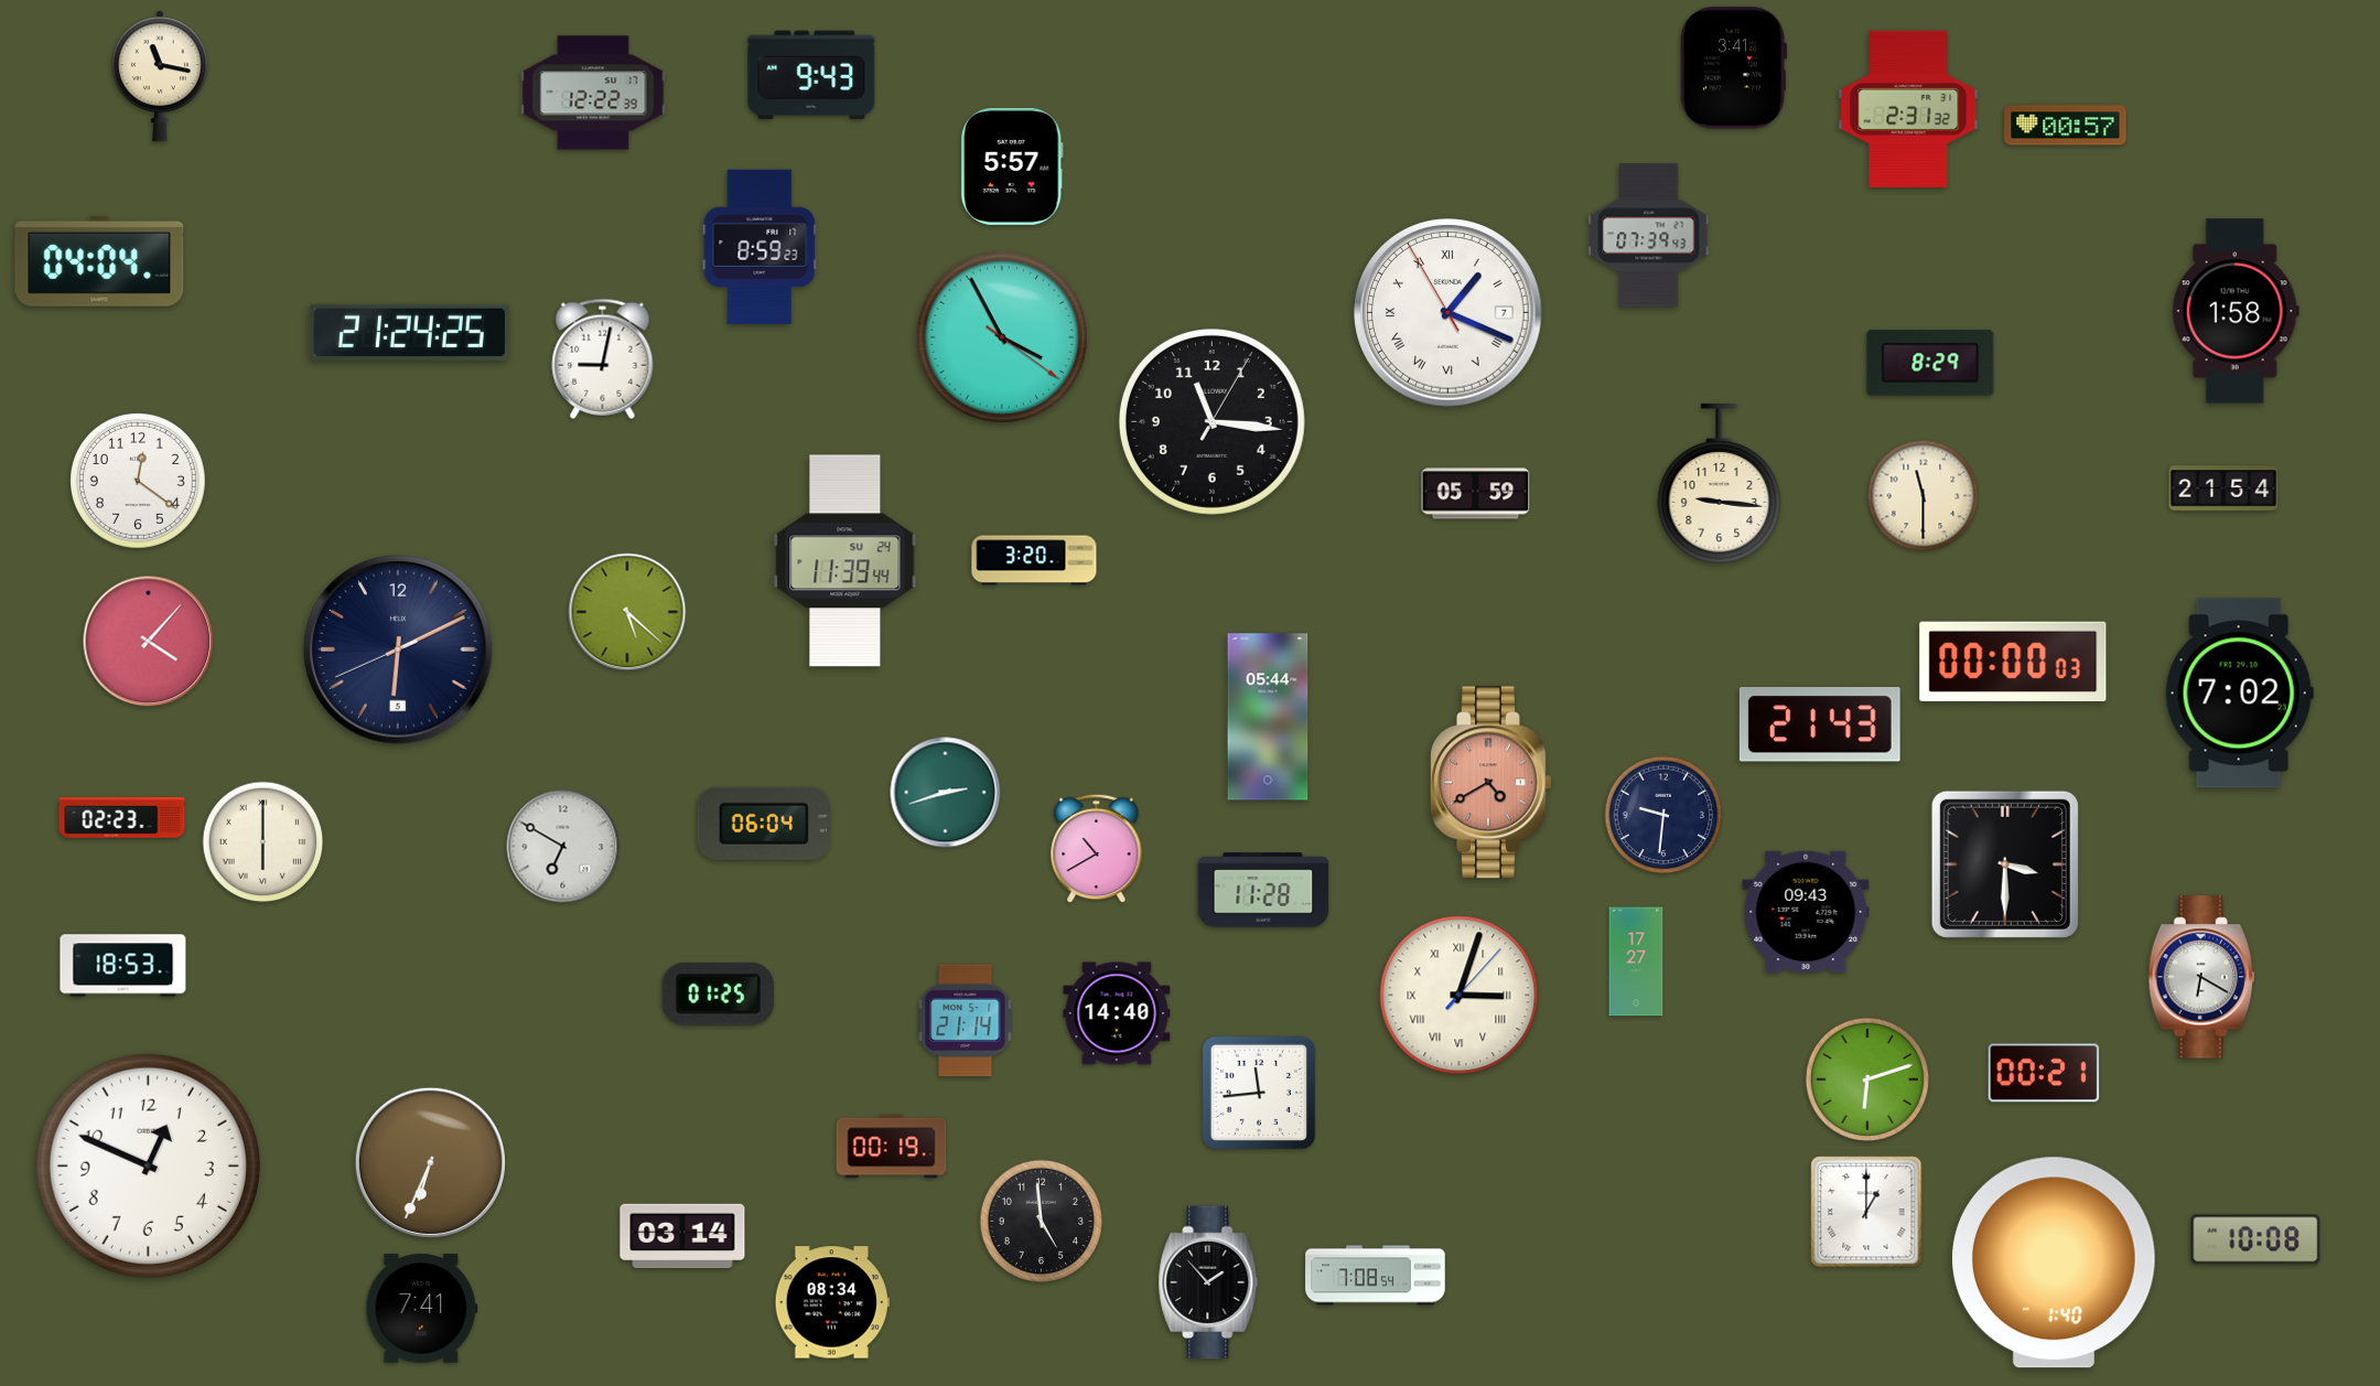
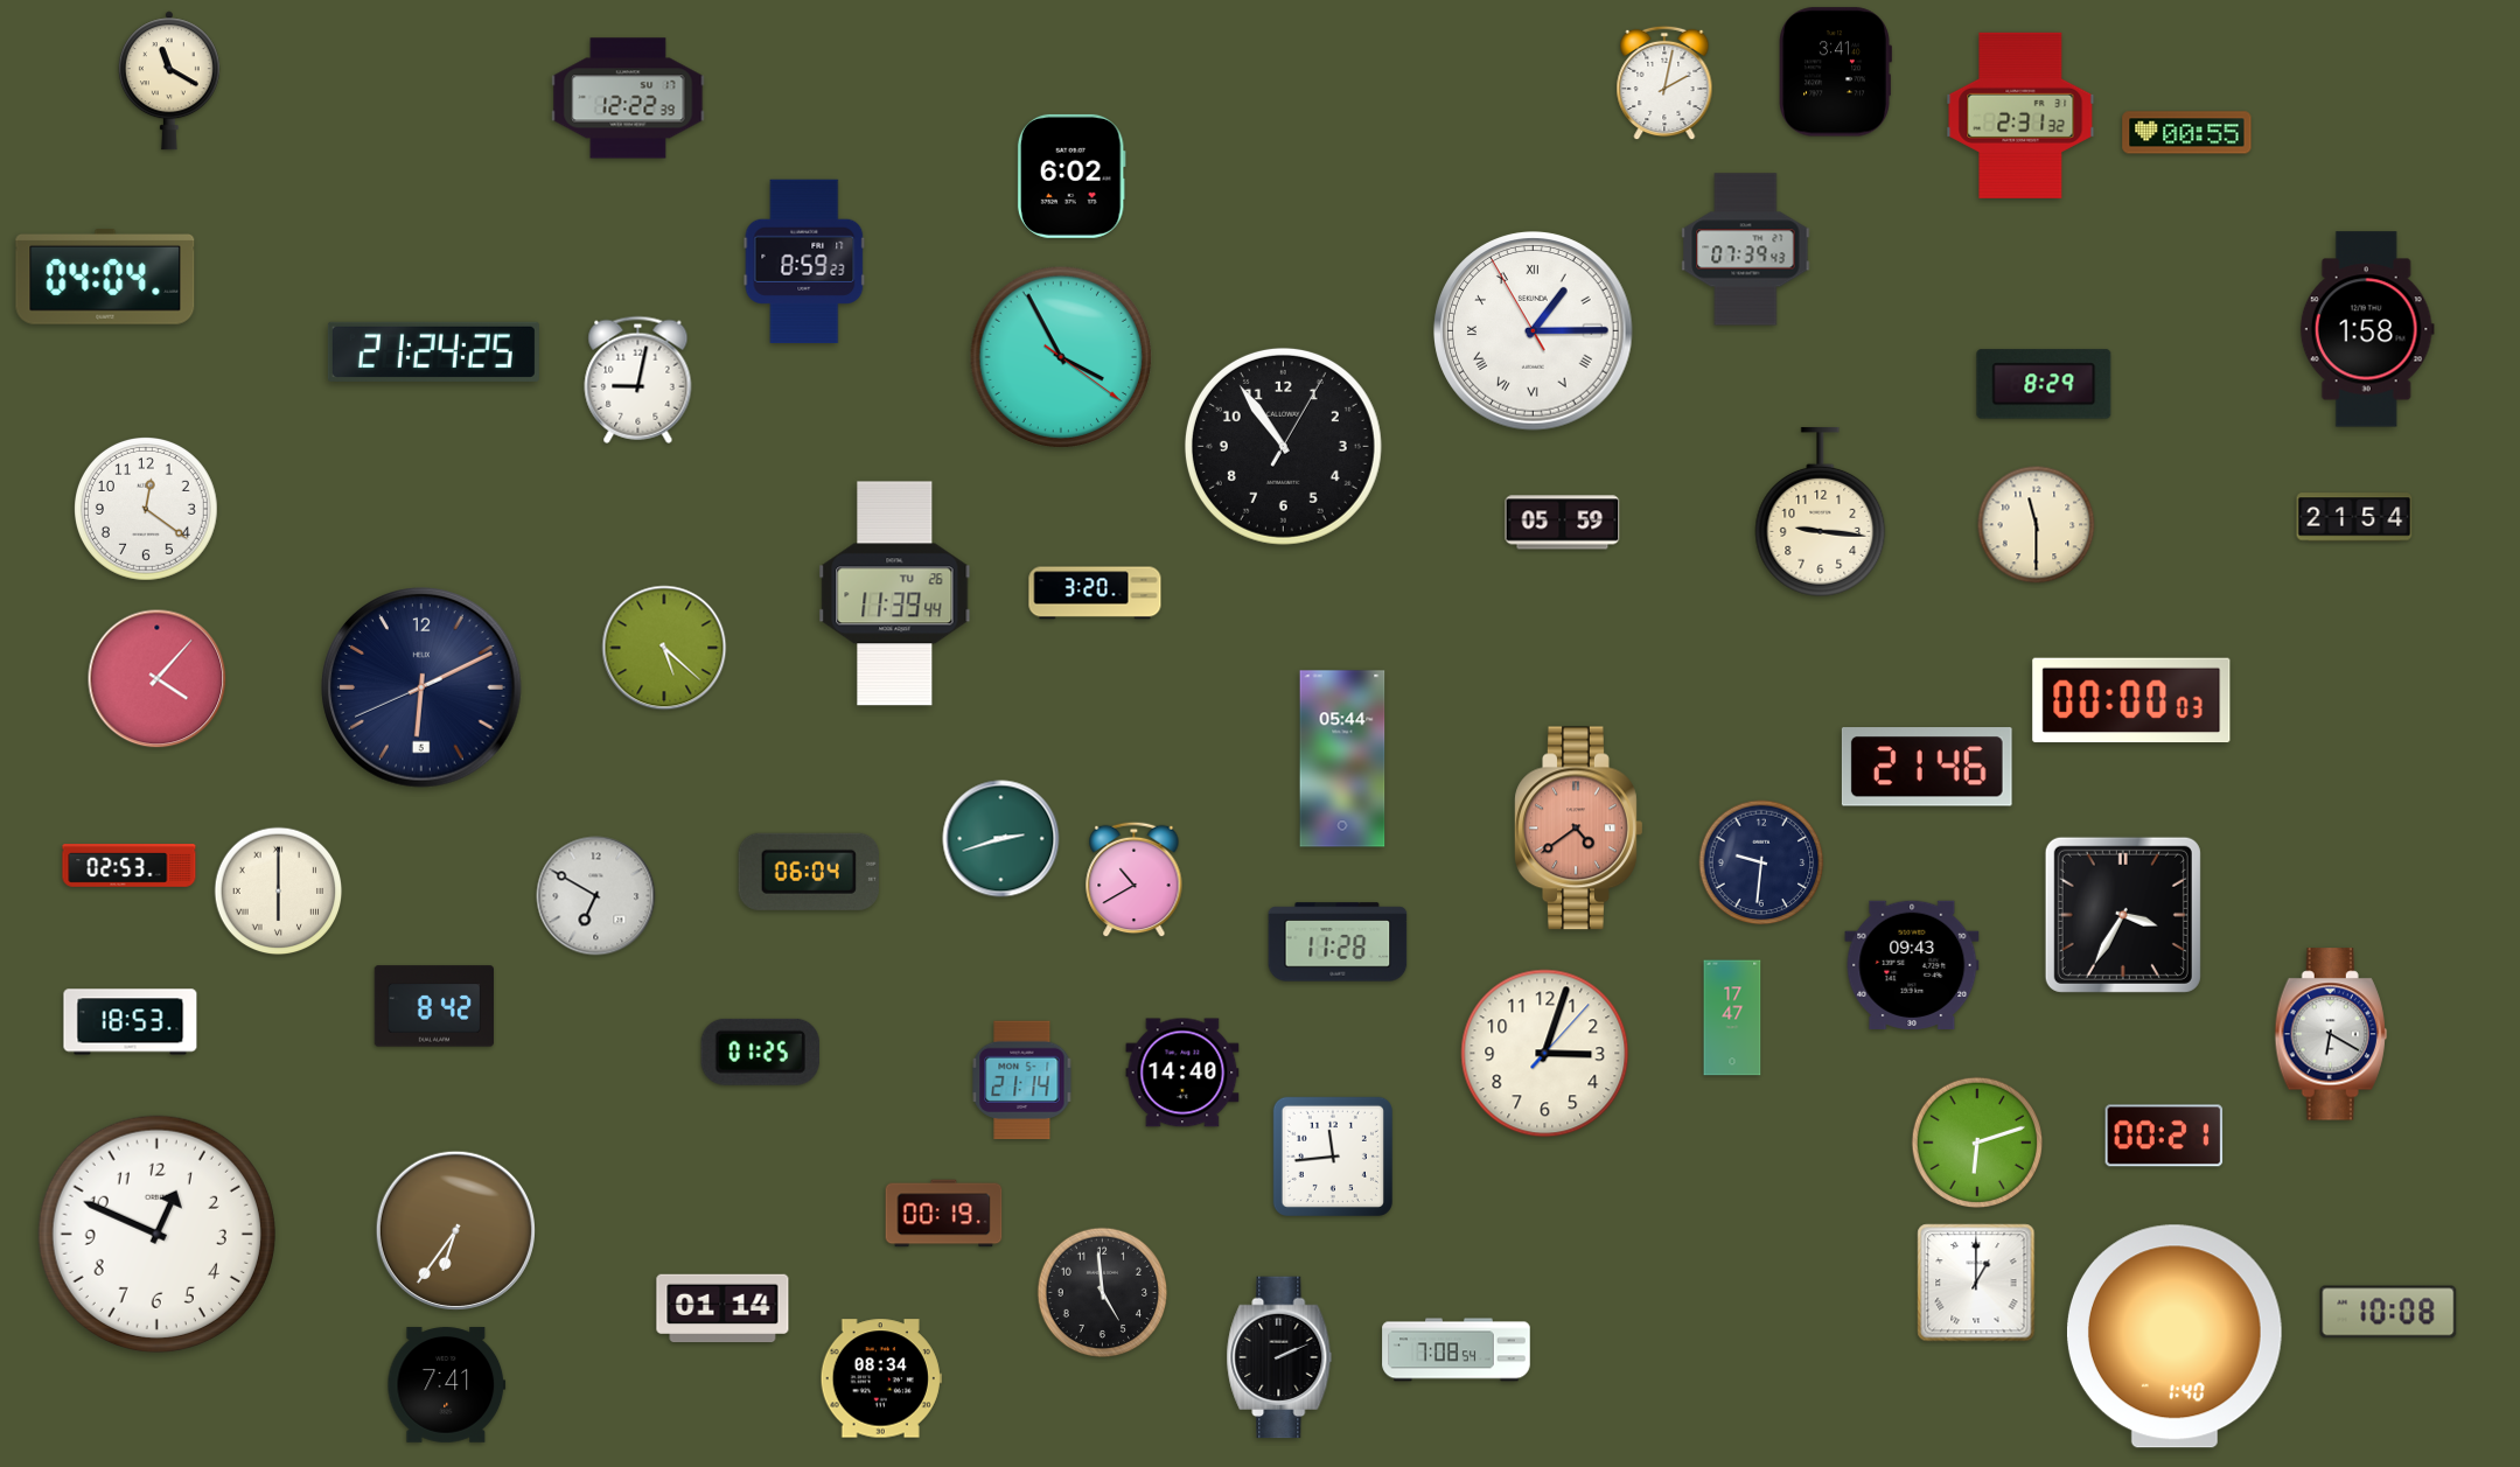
clock at (811, 75): 9:43 -> none
clock at (160, 76): 11:17 -> 11:20
clock at (1664, 83): none -> 2:02
clock at (2066, 126): 00:57 -> 00:55
clock at (1012, 166): 5:57 -> 6:02
clock at (1449, 313): 1:18 -> 1:14
clock at (1211, 421): 11:16 -> 10:54
clock at (846, 561) date: SU 24 -> TU 26
clock at (2239, 694): 7:02 -> none
clock at (1820, 724): 21:43 -> 21:46
clock at (1491, 783): 4:40 -> 4:39
clock at (122, 818): 02:23 -> 02:53
clock at (1097, 849) position: (1097, 849) -> (1135, 880)
clock at (2005, 864): 3:30 -> 3:35
clock at (433, 1006): none -> 8:42
clock at (1636, 961): 17:27 -> 17:47
clock at (1460, 996) numerals: Roman -> Arabic
clock at (430, 1162): 6:34 -> 6:36
clock at (682, 1236): 03:14 -> 01:14
clock at (1208, 1282): 1:53 -> 2:11
